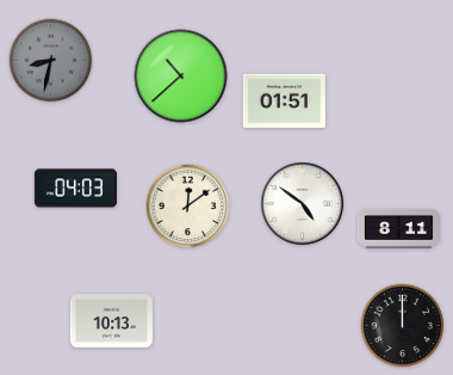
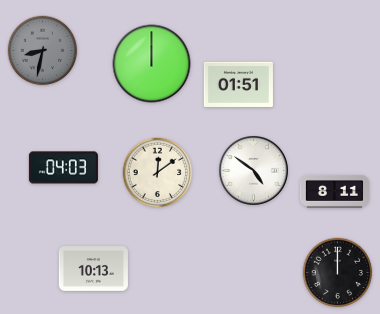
clock at (181, 76): 10:38 -> 12:00
clock at (75, 189) position: (75, 189) -> (63, 168)
